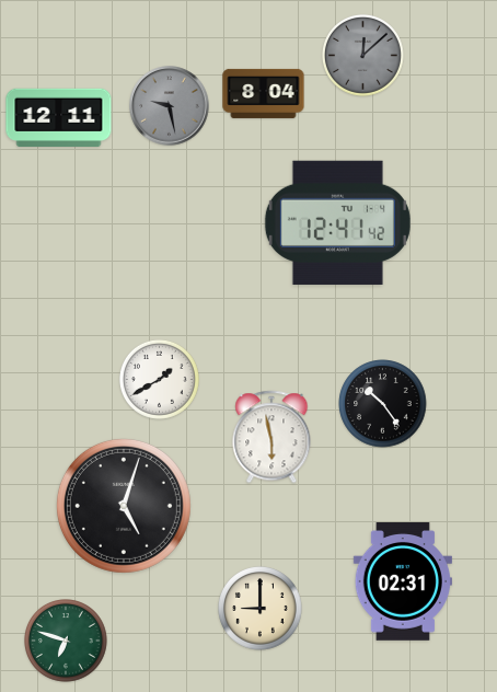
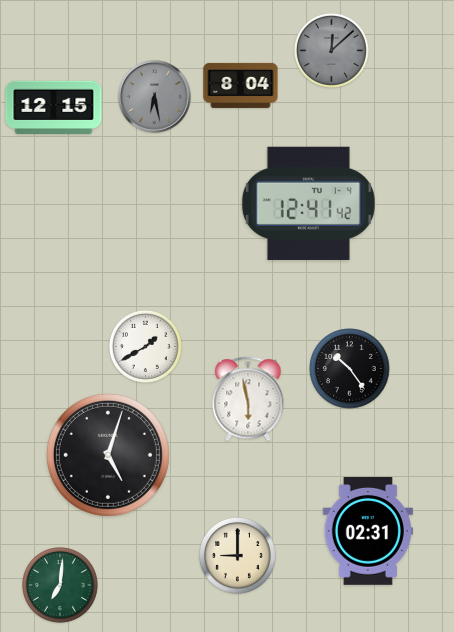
clock at (170, 106): 9:28 -> 6:28
clock at (59, 117): 12:11 -> 12:15
clock at (124, 506) position: (124, 506) -> (108, 455)
clock at (67, 642): 6:48 -> 7:01
